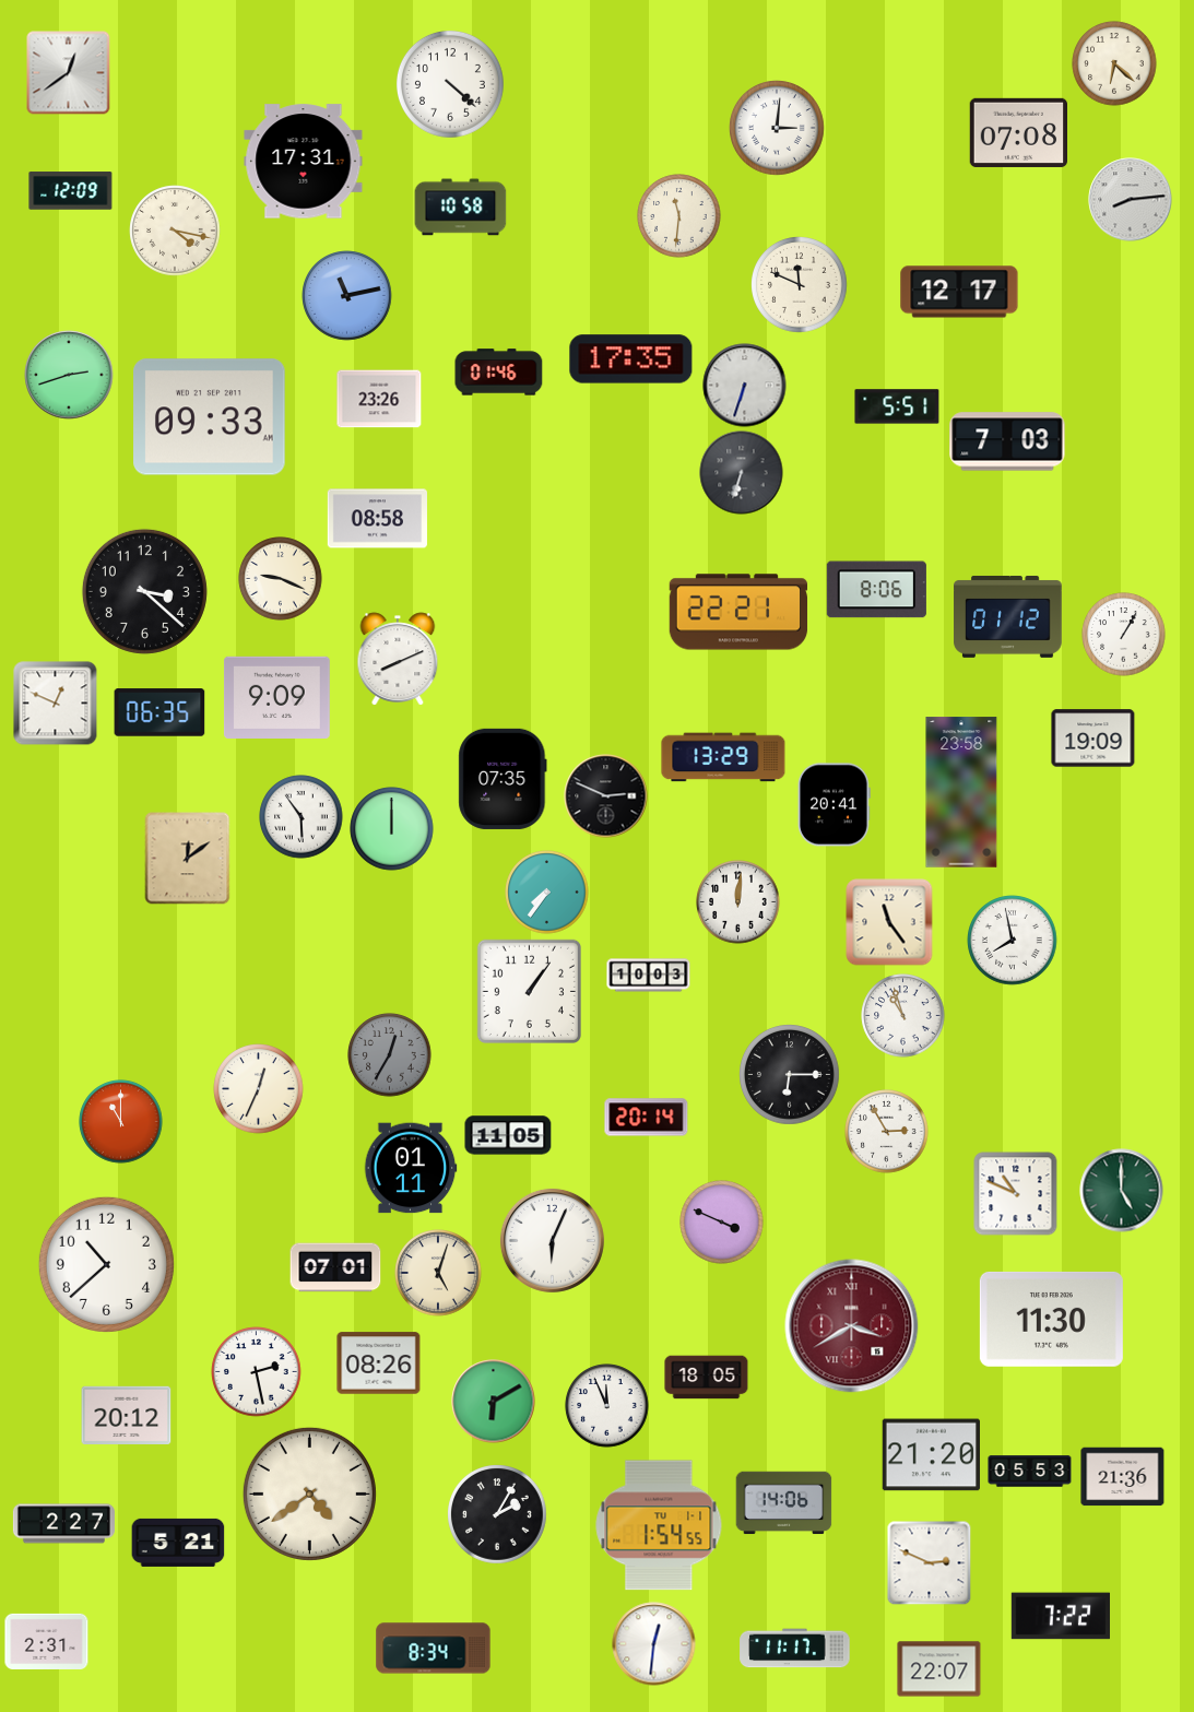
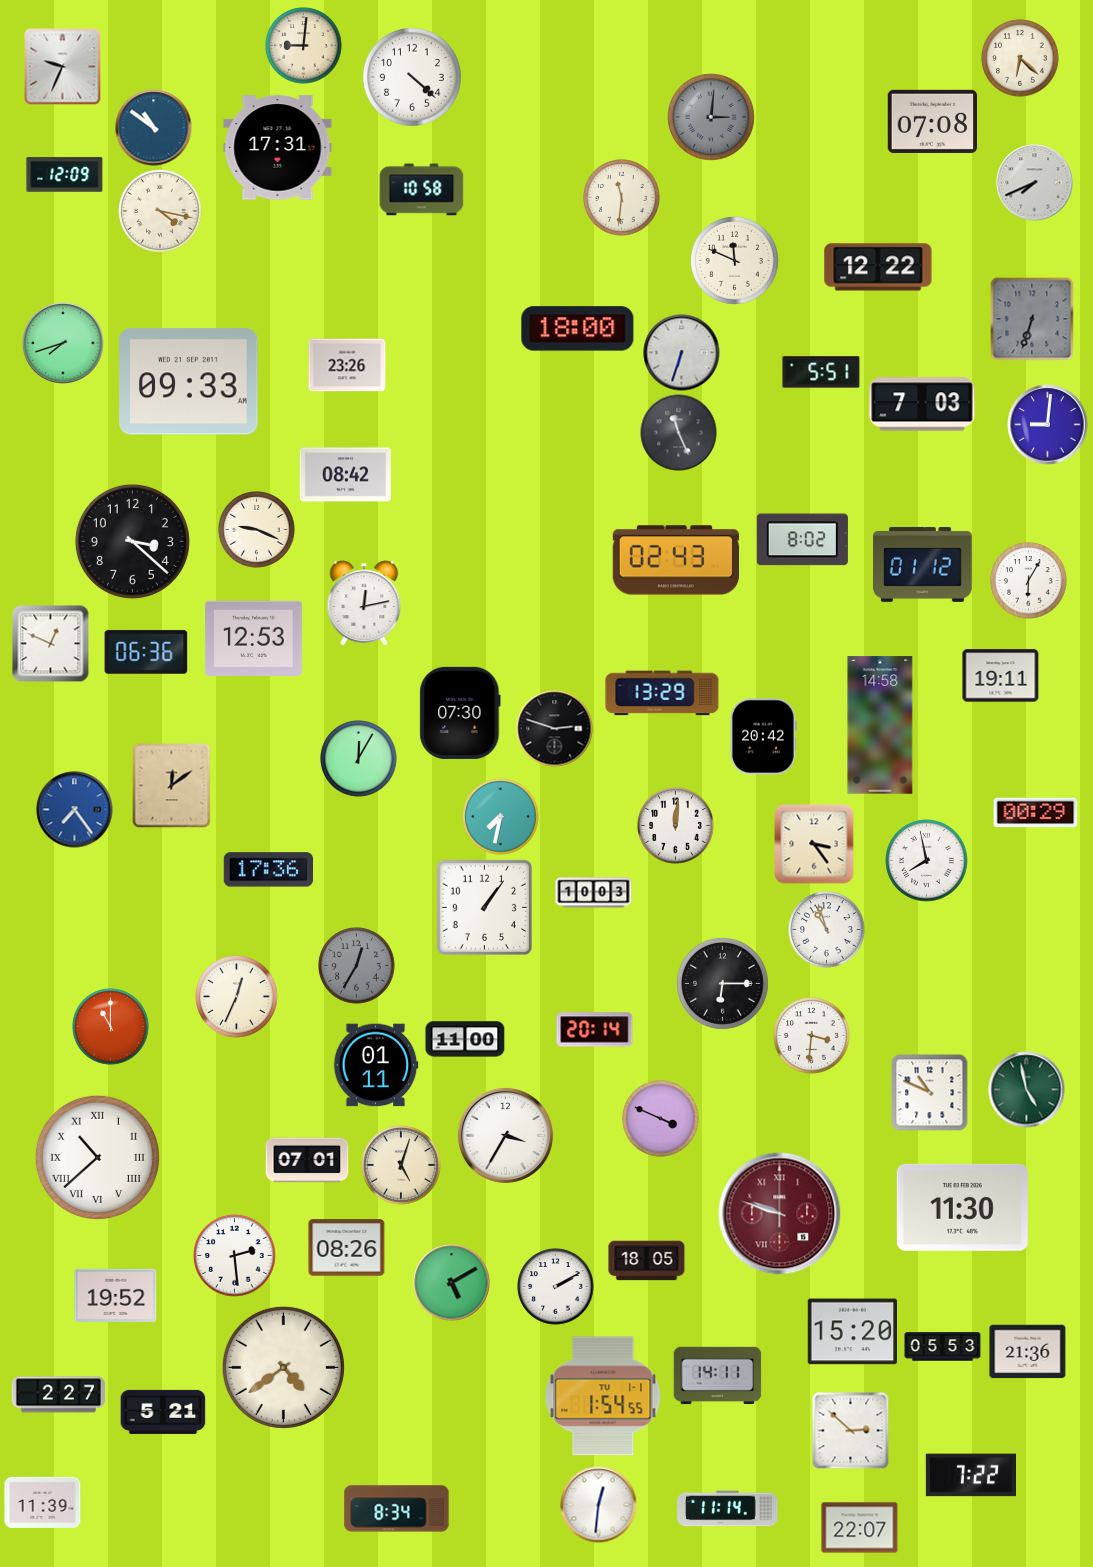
clock at (304, 46): none -> 9:01
clock at (69, 73): 12:39 -> 9:34
clock at (777, 128) dial: white -> grey
clock at (154, 128): none -> 10:51
clock at (1131, 200): 8:14 -> 7:41
clock at (800, 285) position: (800, 285) -> (735, 261)
clock at (959, 292): 12:17 -> 12:22
clock at (347, 296): 11:13 -> none
clock at (1032, 319): none -> 6:33
clock at (631, 359): 17:35 -> 18:00
clock at (499, 373): 01:46 -> none
clock at (69, 375): 2:42 -> 7:42
clock at (210, 417) position: (210, 417) -> (189, 382)
clock at (1048, 425): none -> 9:01
clock at (742, 473): 6:33 -> 11:26
clock at (377, 519): 08:58 -> 08:42
clock at (876, 590): 8:06 -> 8:02
clock at (738, 612): 22:21 -> 02:43
clock at (1124, 635): 1:05 -> 6:05
clock at (398, 659): 8:11 -> 12:13
clock at (276, 697): 9:09 -> 12:53
clock at (159, 712): 06:35 -> 06:36
clock at (1093, 739): 19:09 -> 19:11
clock at (503, 779): 07:35 -> 07:30
clock at (961, 792): 23:58 -> 14:58
clock at (606, 796): 2:49 -> 2:48
clock at (835, 805): 20:41 -> 20:42
clock at (302, 817): 5:54 -> none
clock at (392, 829): 12:00 -> 12:05
clock at (75, 810): none -> 7:24
clock at (1036, 813): none -> 00:29
clock at (547, 893): 7:36 -> 7:32
clock at (889, 922): 11:24 -> 3:24
clock at (268, 870): none -> 17:36
clock at (647, 1118) position: (647, 1118) -> (595, 1030)
clock at (887, 1132): 2:55 -> 3:31
clock at (508, 1135): 11:05 -> 11:00
clock at (411, 1168) position: (411, 1168) -> (376, 1065)
clock at (1122, 1191): 5:00 -> 4:58
clock at (552, 1240): 6:04 -> 3:35
clock at (106, 1264) numerals: Arabic -> Roman
clock at (852, 1326): 3:40 -> 9:48
clock at (257, 1372): 2:28 -> 2:29
clock at (494, 1402): 6:10 -> 5:10
clock at (607, 1406): 11:56 -> 2:10
clock at (127, 1416): 20:12 -> 19:52
clock at (931, 1455): 21:20 -> 15:20
clock at (784, 1503): 14:06 -> 14:11
clock at (498, 1515): 2:05 -> none
clock at (929, 1562): 2:49 -> 2:52
clock at (1060, 1616) position: (1060, 1616) -> (970, 1475)
clock at (47, 1641): 2:31 -> 11:39
clock at (795, 1649): 11:17 -> 11:14
